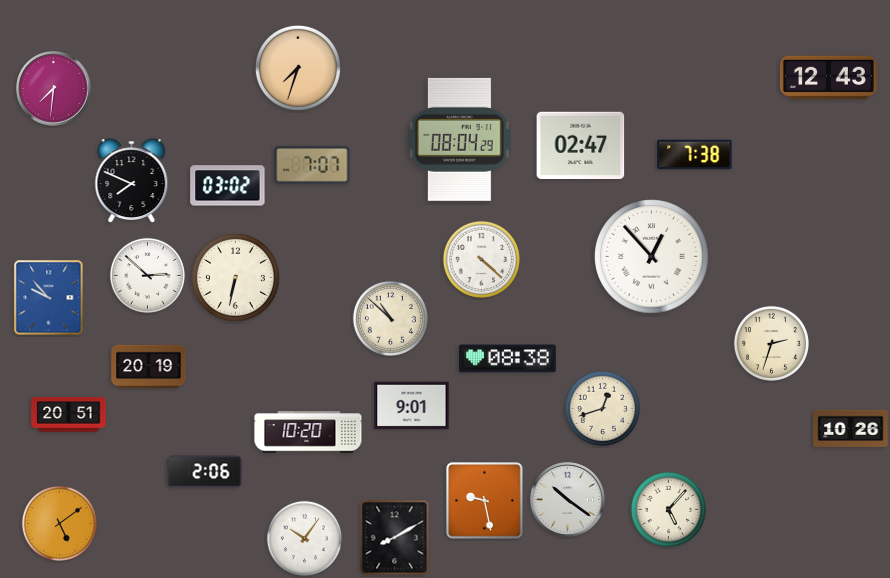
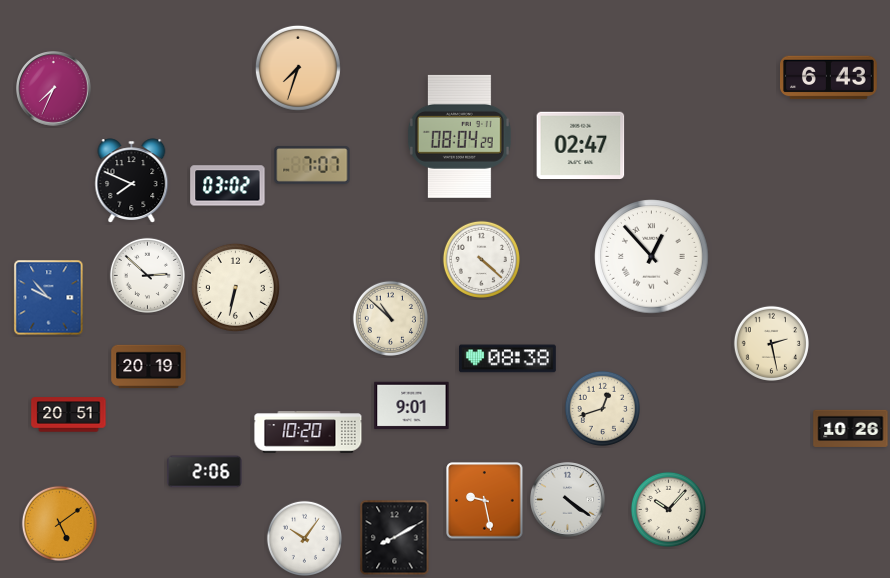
clock at (829, 78): 12:43 -> 6:43
clock at (54, 89): 7:31 -> 7:34
clock at (459, 139) position: (459, 139) -> (459, 136)
clock at (695, 155): 7:38 -> none
clock at (235, 277) position: (235, 277) -> (235, 287)
clock at (771, 343): 2:33 -> 2:28
clock at (568, 500): 10:21 -> 4:21
clock at (668, 509): 5:07 -> 10:07
